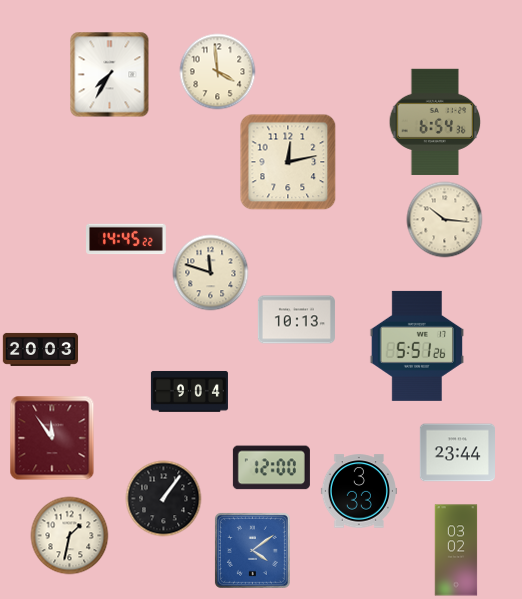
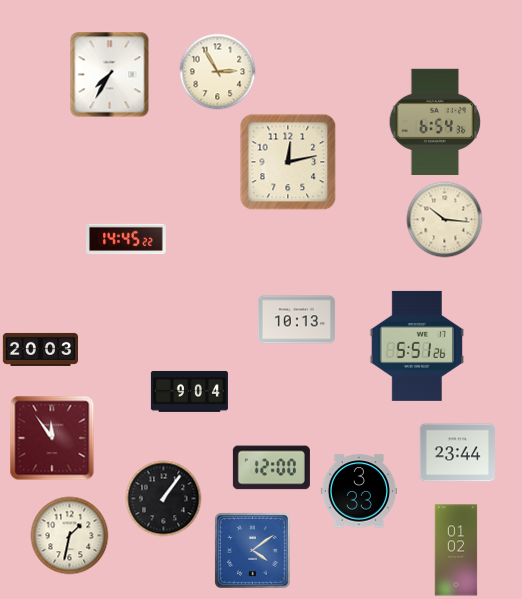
clock at (218, 72): 3:59 -> 2:55
clock at (211, 273): 11:48 -> none
clock at (456, 550): 03:02 -> 01:02
